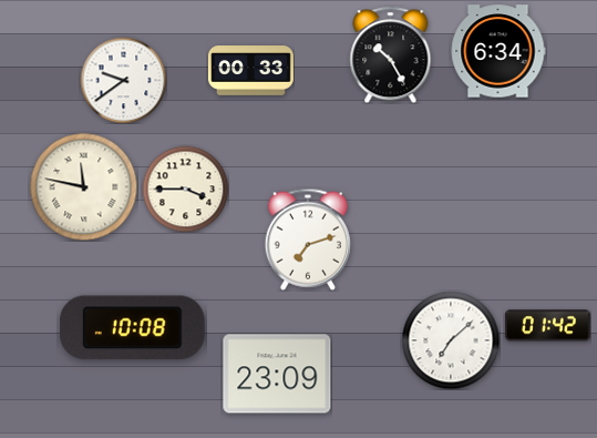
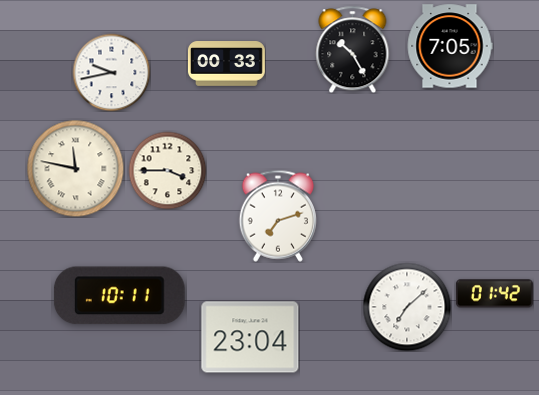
clock at (498, 51): 6:34 -> 7:05
clock at (123, 80): 9:39 -> 9:43
clock at (132, 328): 10:08 -> 10:11
clock at (277, 374): 23:09 -> 23:04
